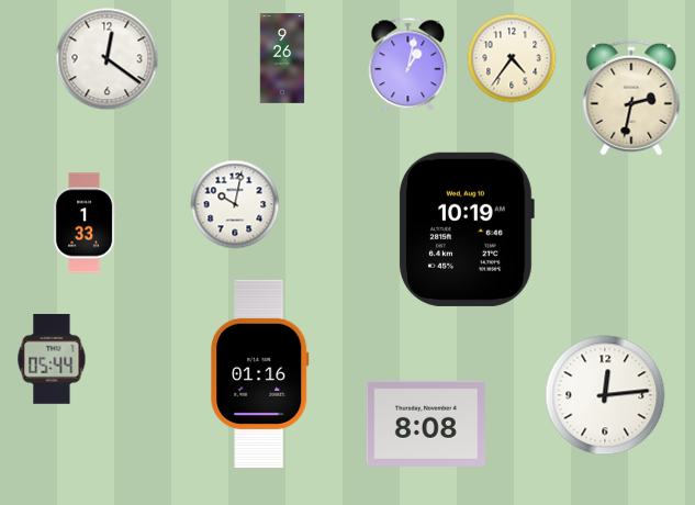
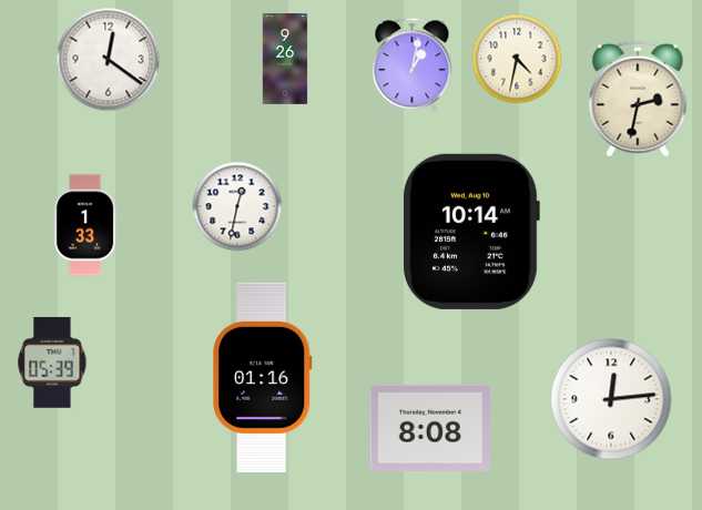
clock at (512, 58): 4:36 -> 4:32
clock at (235, 204): 10:02 -> 12:32
clock at (467, 229): 10:19 -> 10:14
clock at (52, 359): 05:44 -> 05:39
